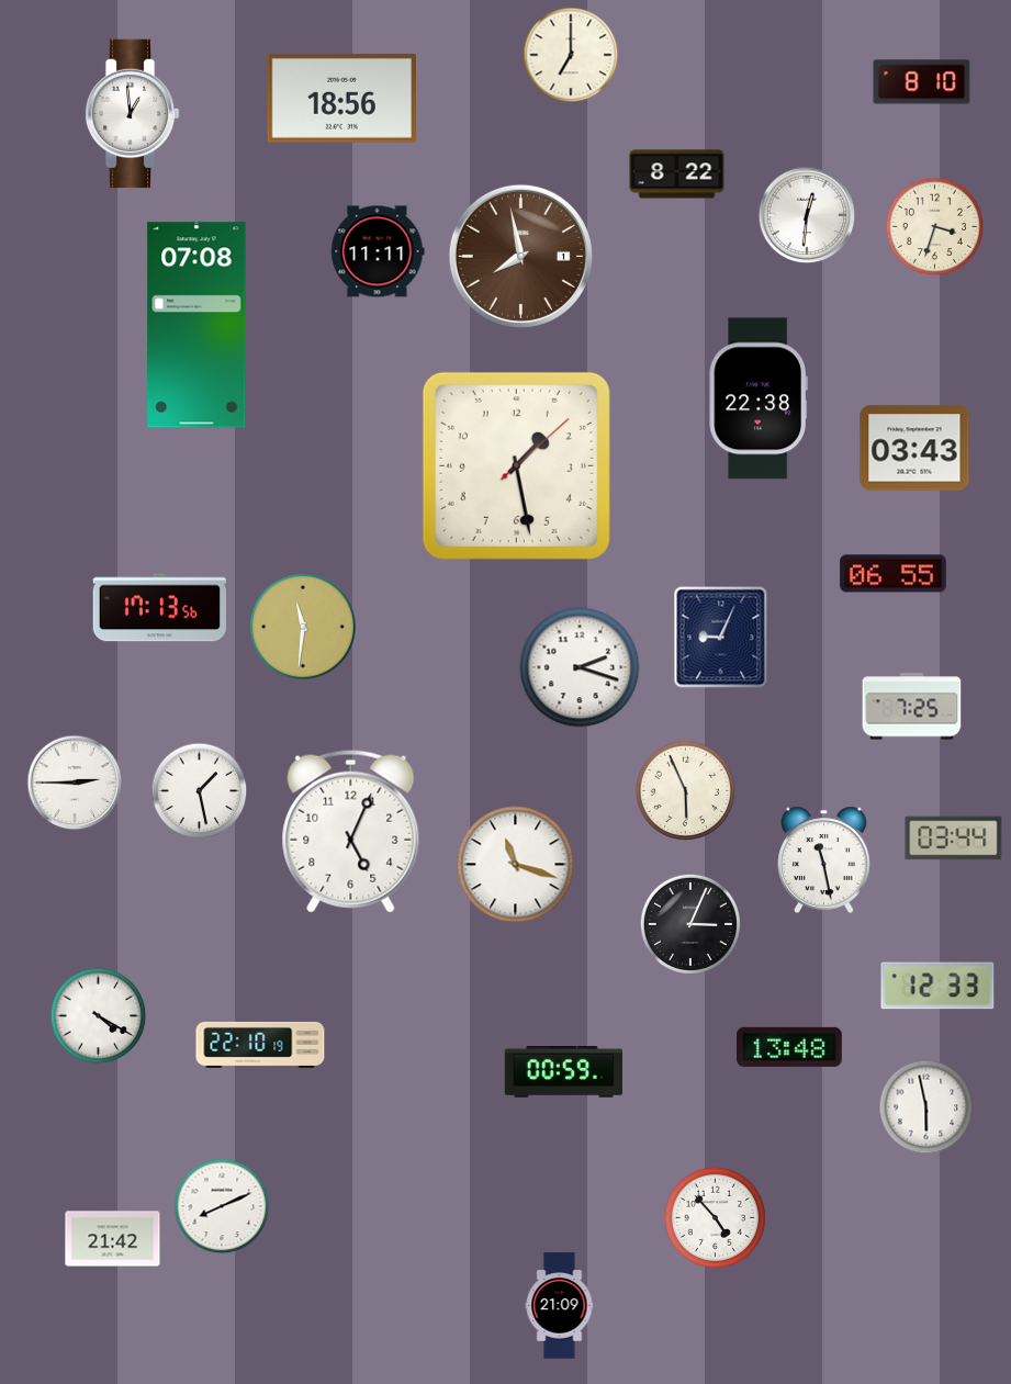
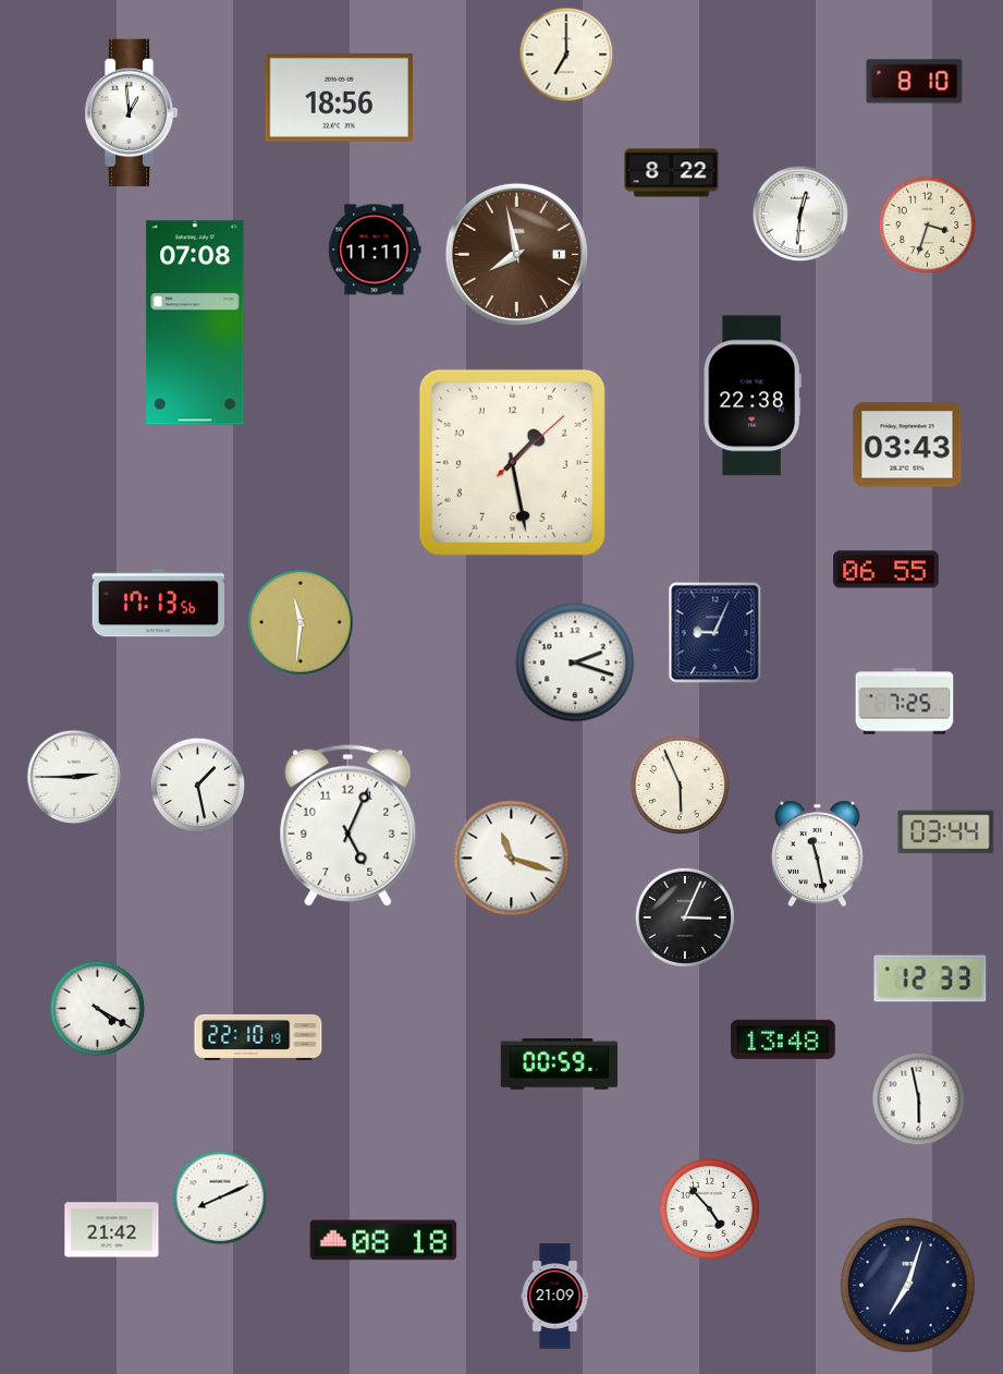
clock at (383, 1240): none -> 08:18
clock at (908, 1286): none -> 7:03
